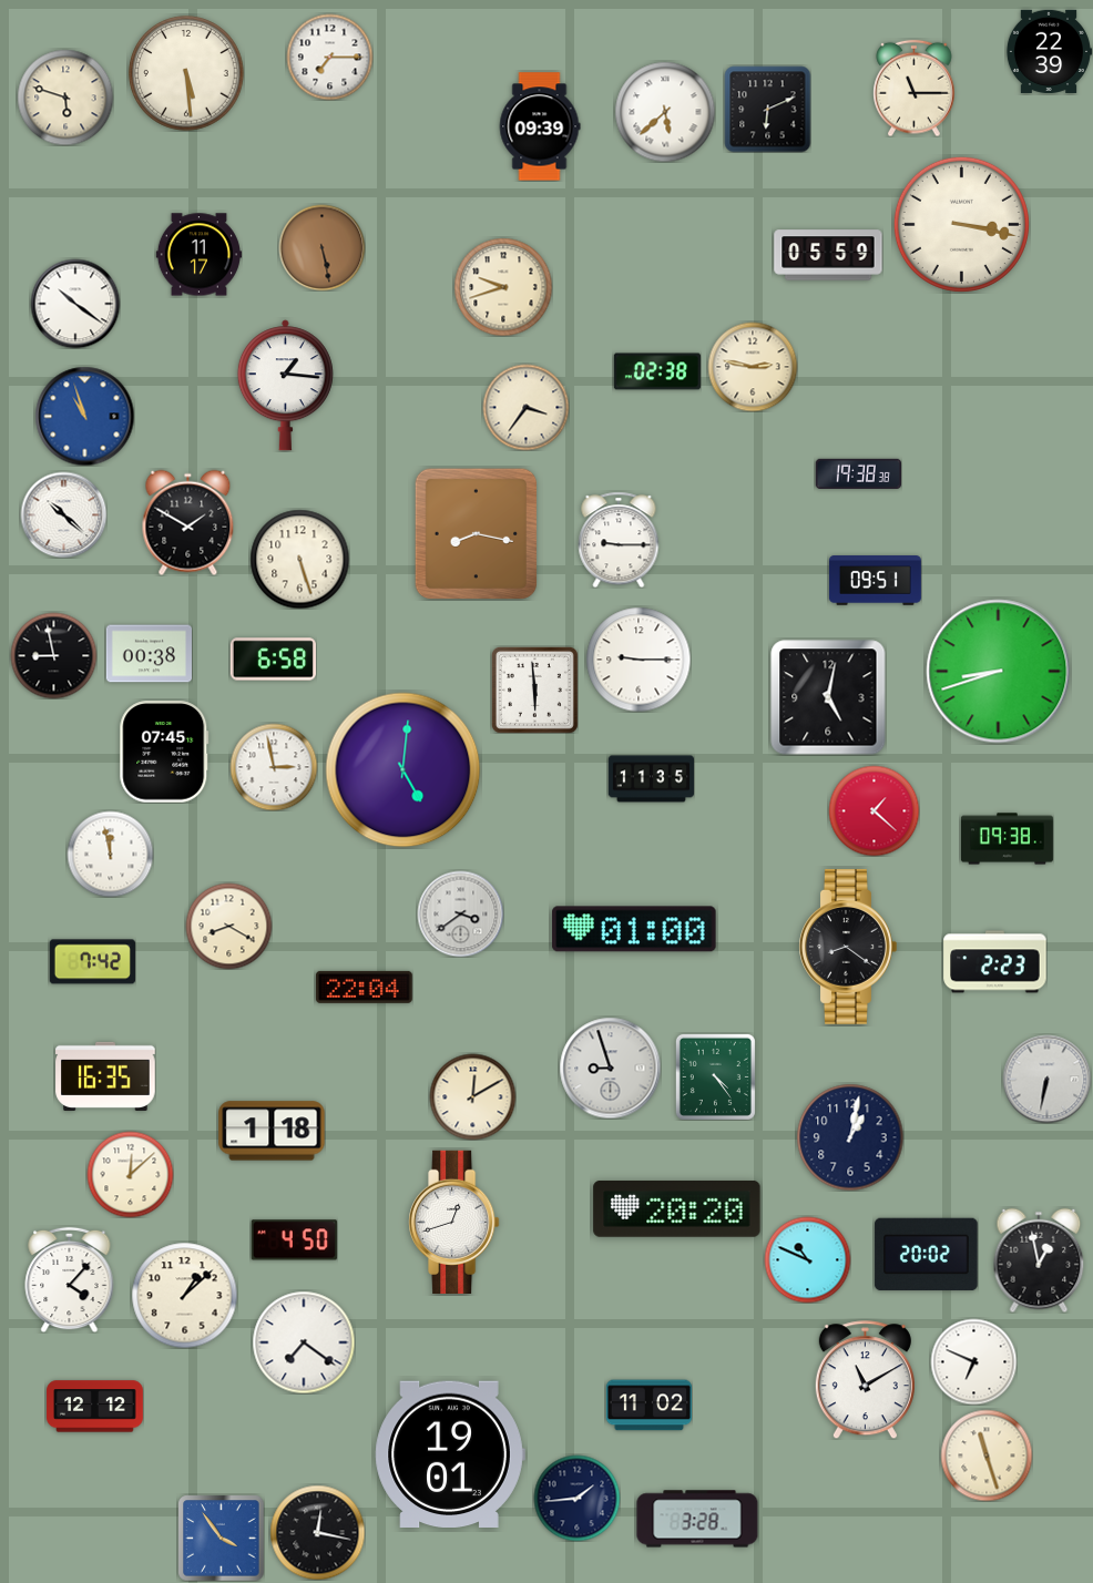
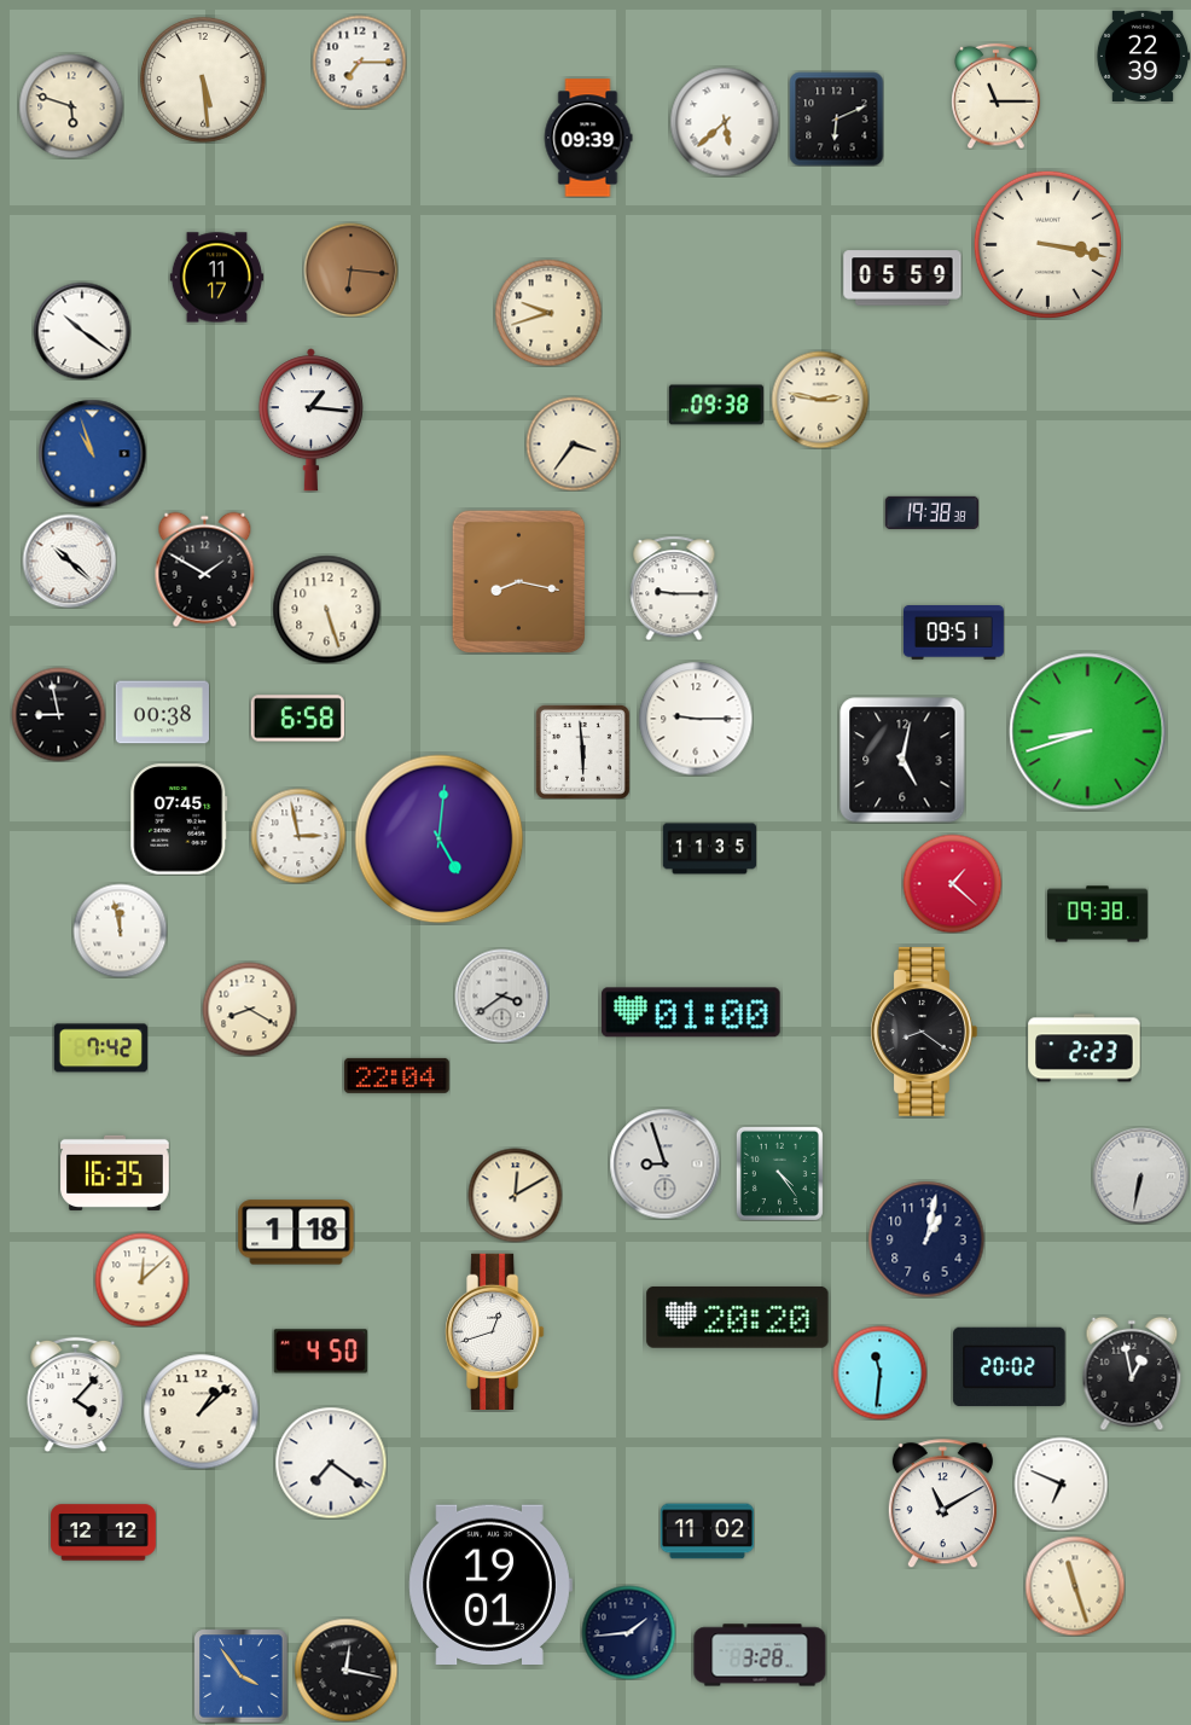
clock at (321, 247): 5:28 -> 6:16
clock at (656, 371): 02:38 -> 09:38
clock at (858, 473) position: (858, 473) -> (931, 512)
clock at (807, 1259): 10:49 -> 11:31
